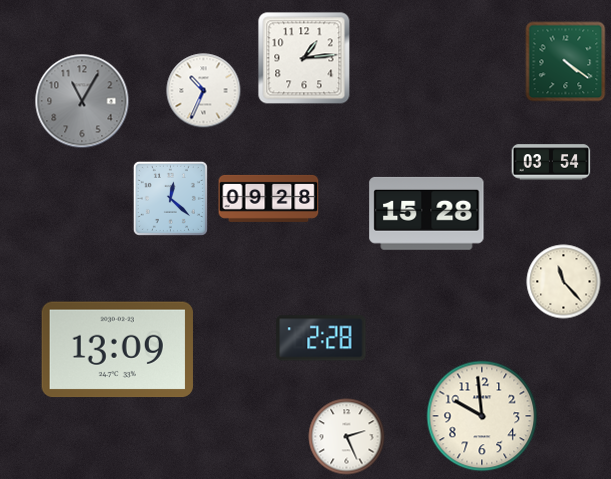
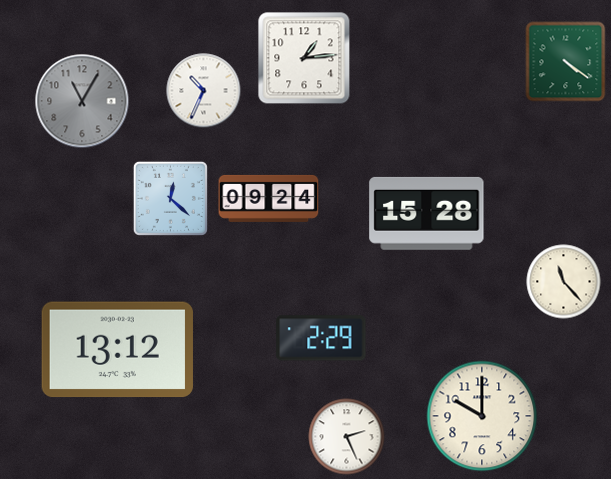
clock at (551, 162): 03:54 -> none
clock at (269, 198): 09:28 -> 09:24
clock at (321, 338): 2:28 -> 2:29
clock at (117, 350): 13:09 -> 13:12
clock at (482, 416): 9:59 -> 10:00
